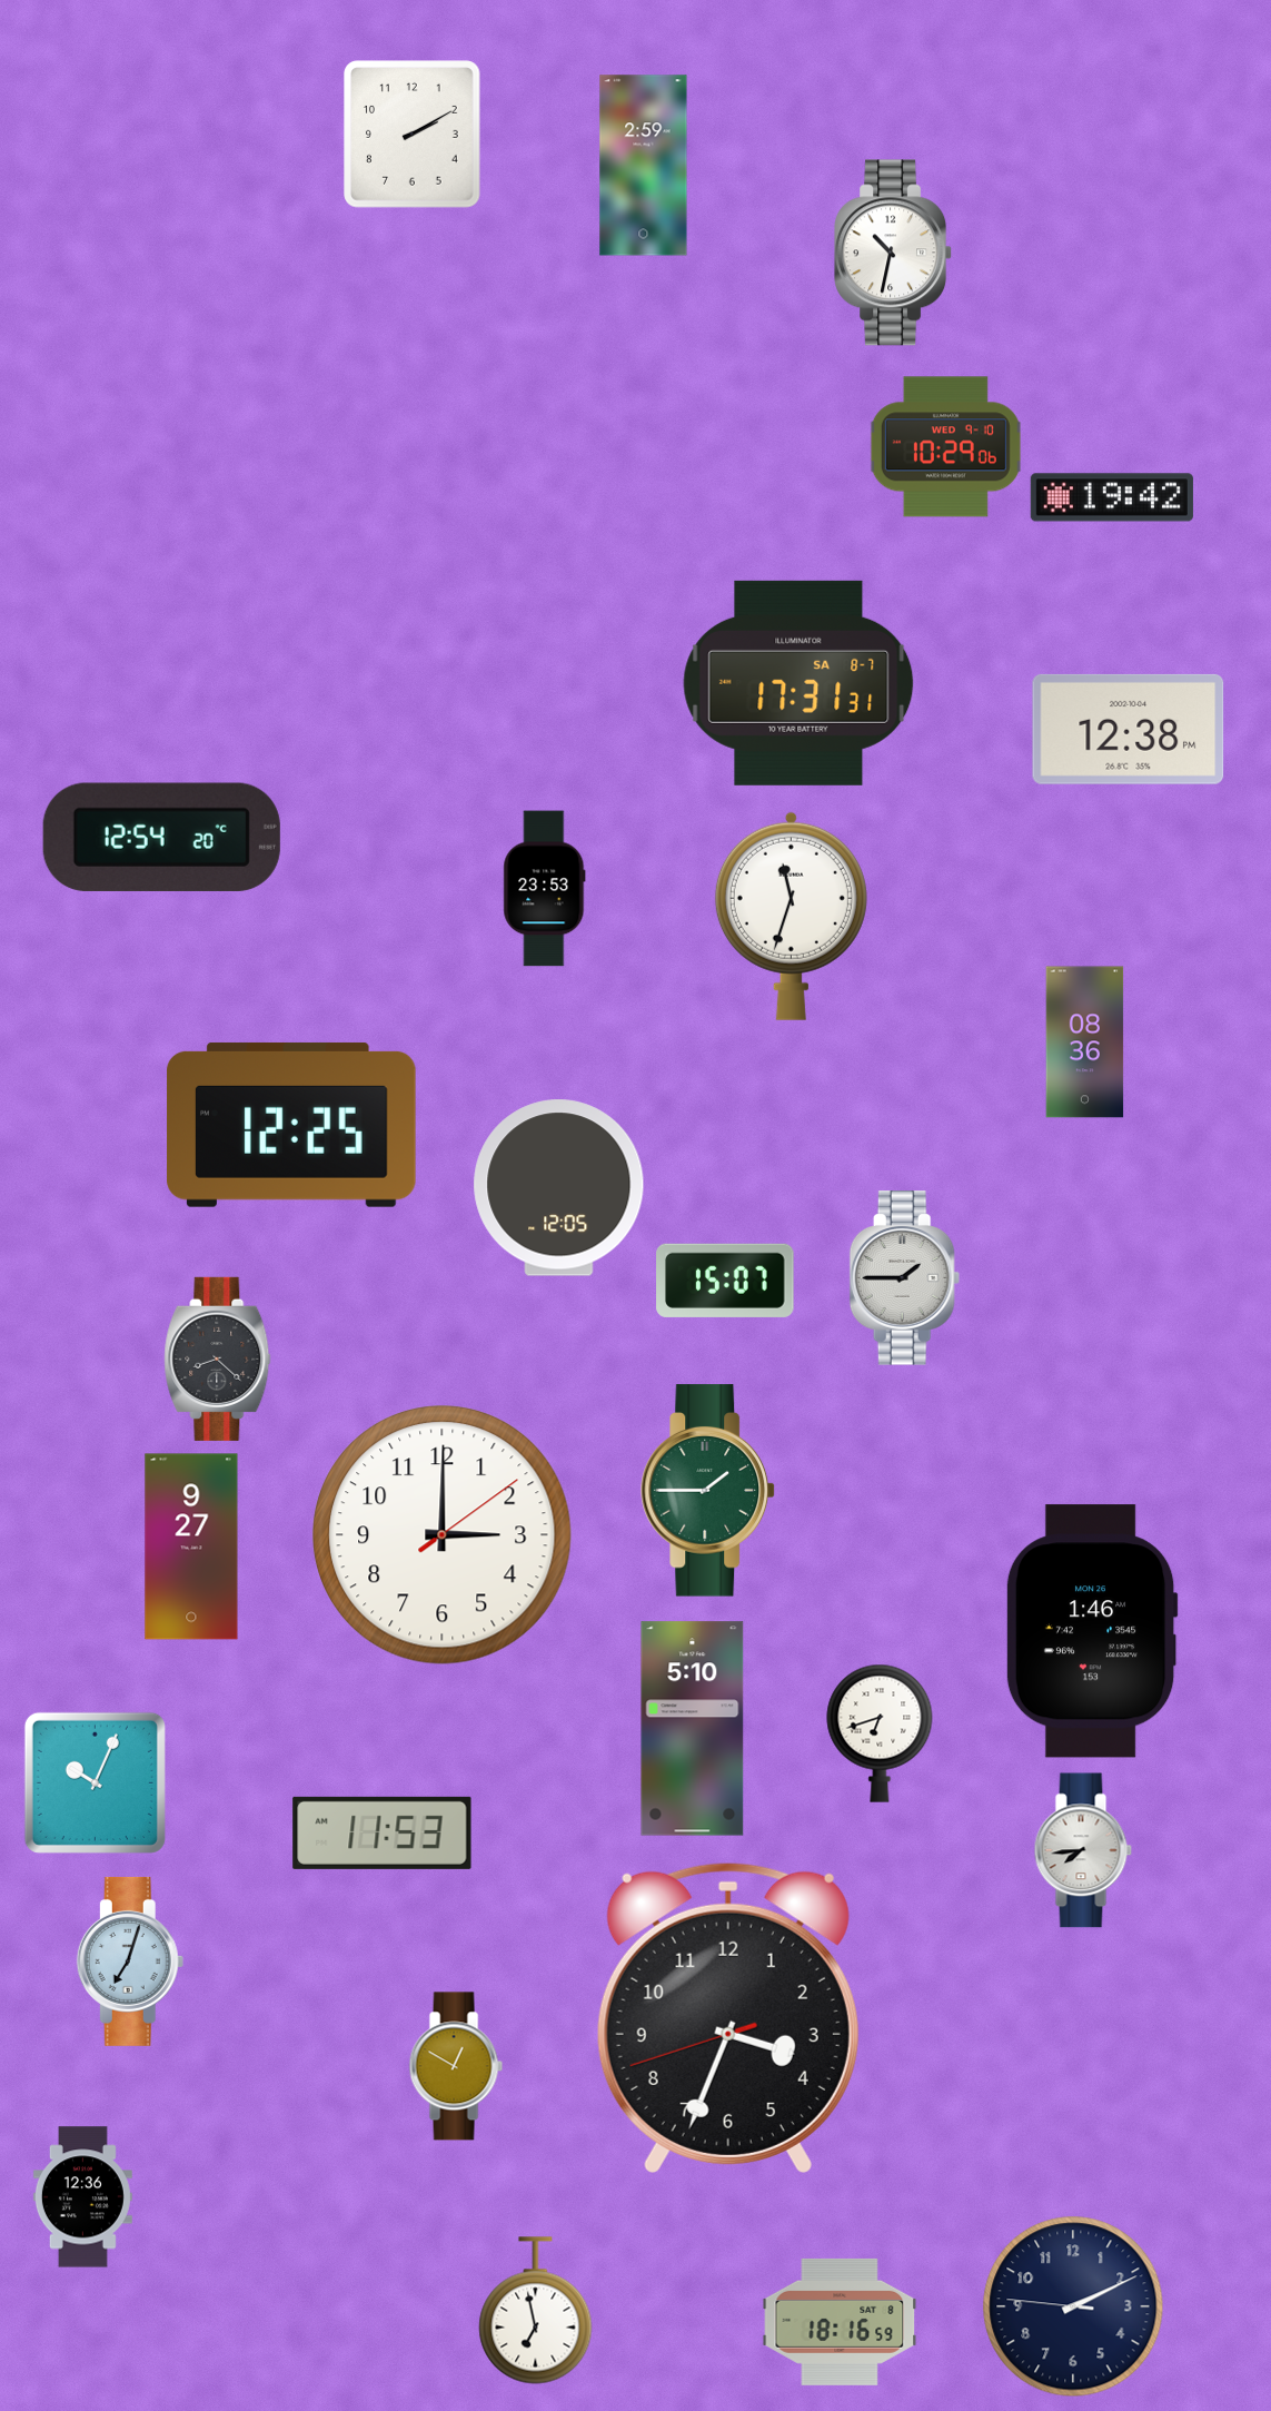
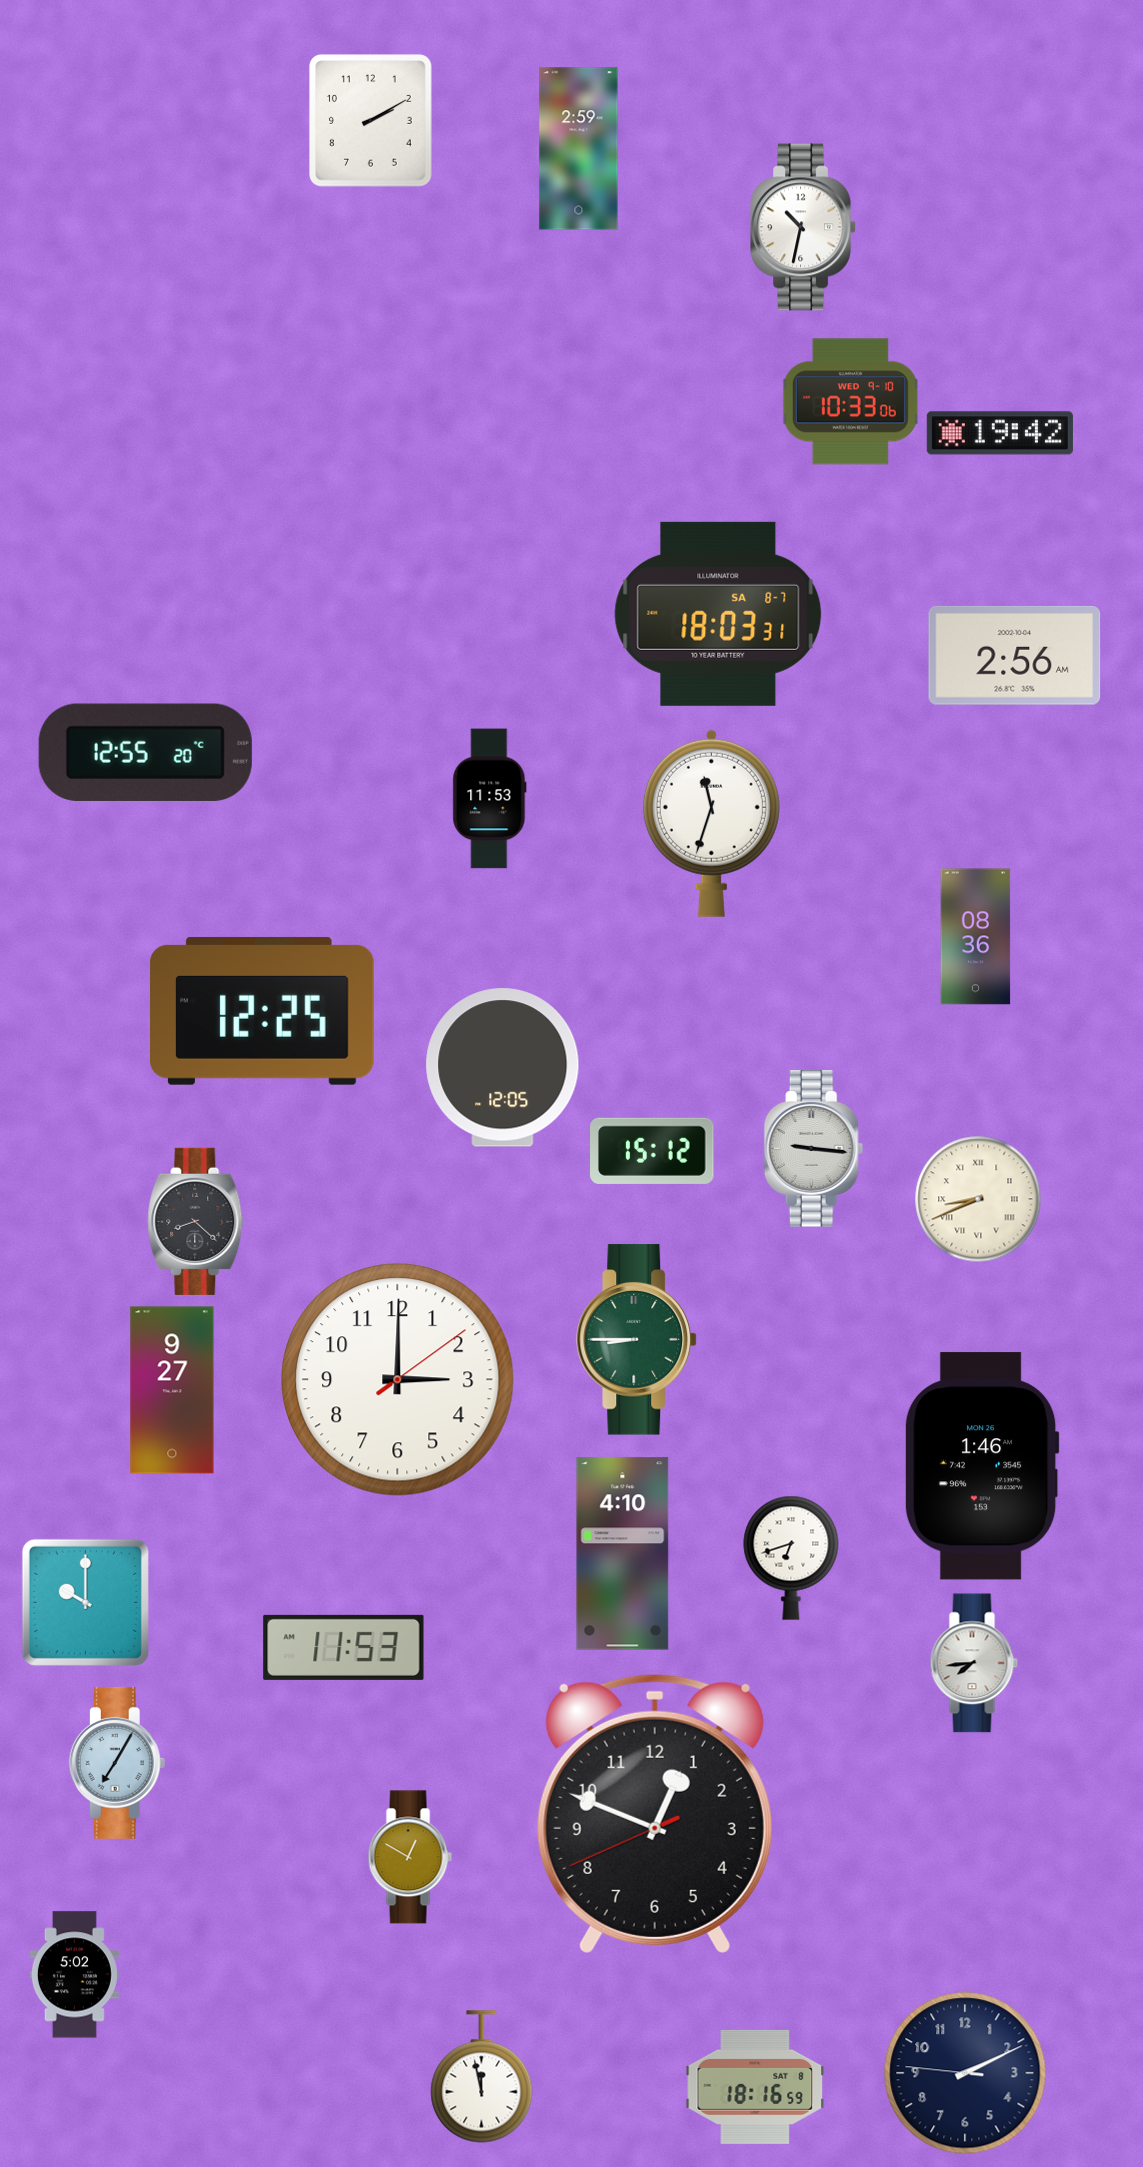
clock at (945, 447): 10:29 -> 10:33
clock at (1112, 497) position: (1112, 497) -> (1000, 433)
clock at (798, 683): 17:31 -> 18:03
clock at (1129, 729): 12:38 -> 2:56
clock at (161, 837): 12:54 -> 12:55
clock at (545, 889): 23:53 -> 11:53
clock at (905, 1278): 1:45 -> 9:16
clock at (725, 1281): 15:07 -> 15:12
clock at (978, 1199): none -> 8:41
clock at (708, 1491): 1:45 -> 8:45
clock at (693, 1729): 5:10 -> 4:10
clock at (95, 1782): 10:04 -> 10:00
clock at (130, 1962): 7:03 -> 7:05
clock at (728, 2017): 3:33 -> 12:48
clock at (82, 2197): 12:36 -> 5:02
clock at (536, 2311): 6:58 -> 11:58
